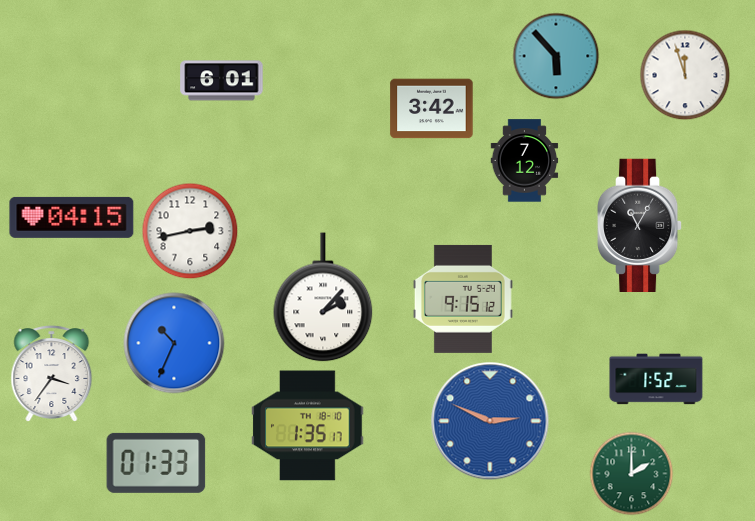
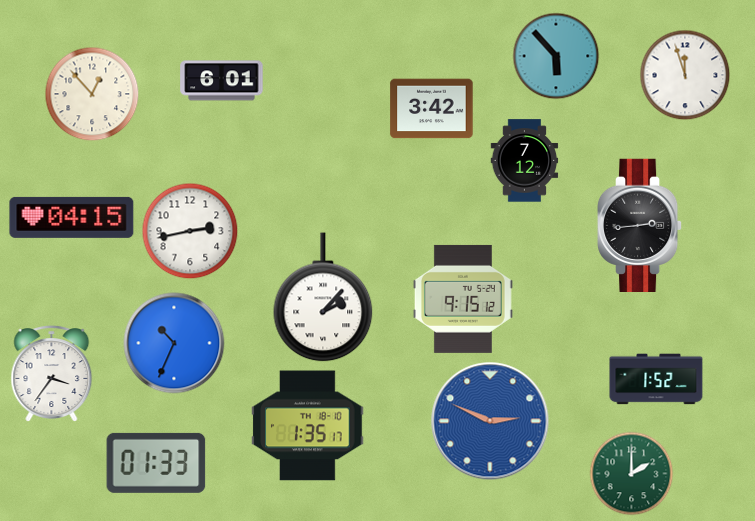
clock at (92, 94): none -> 12:53
clock at (640, 225): 11:05 -> 2:44
